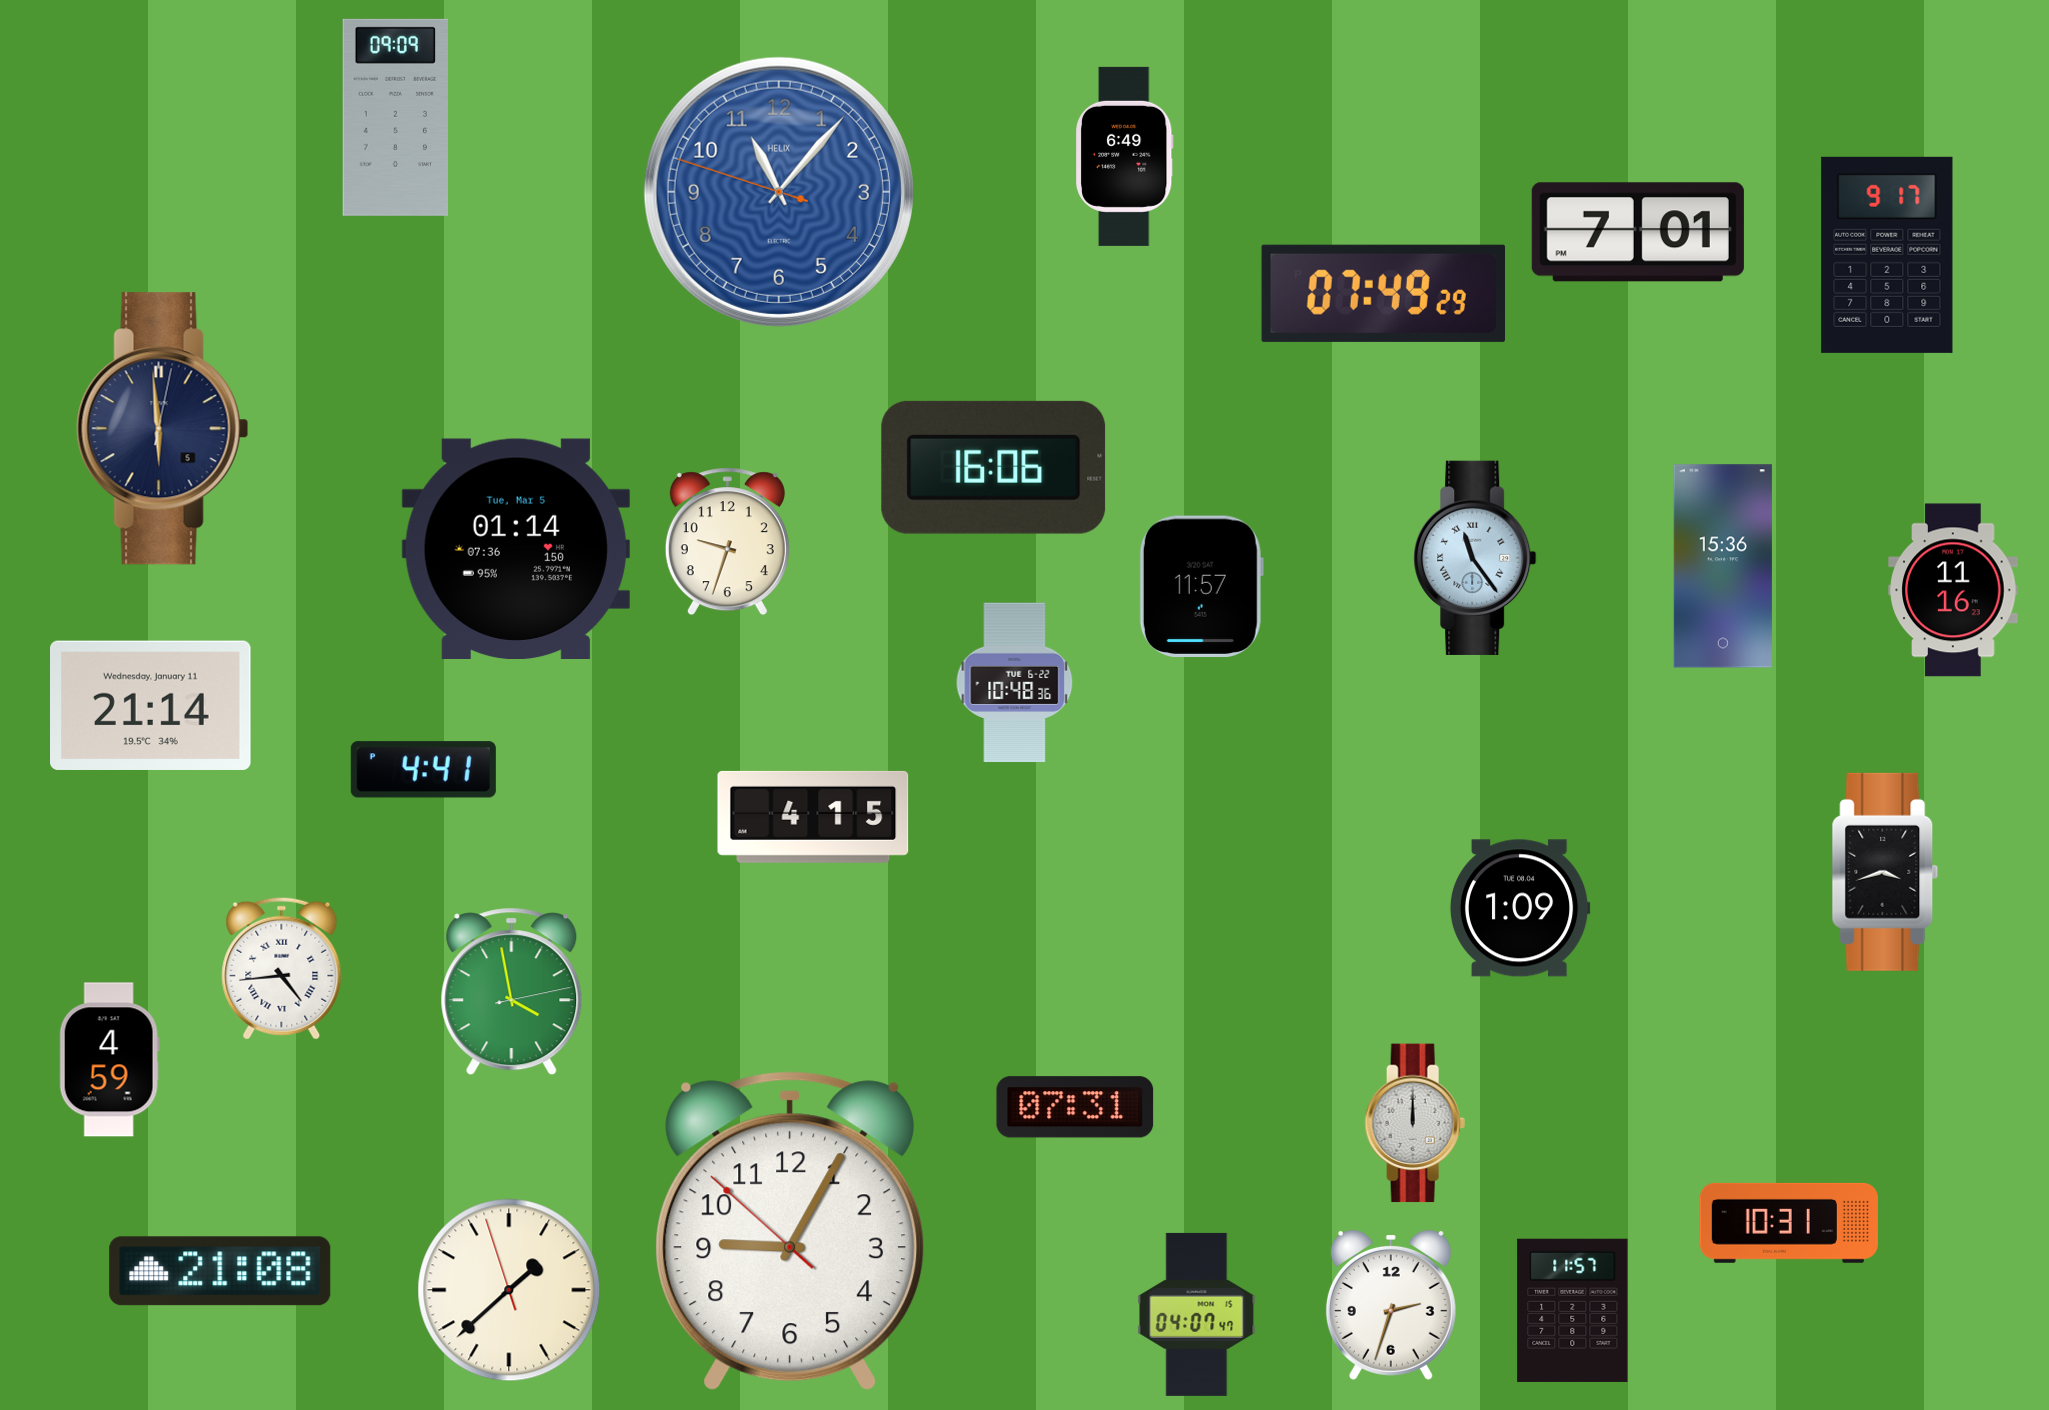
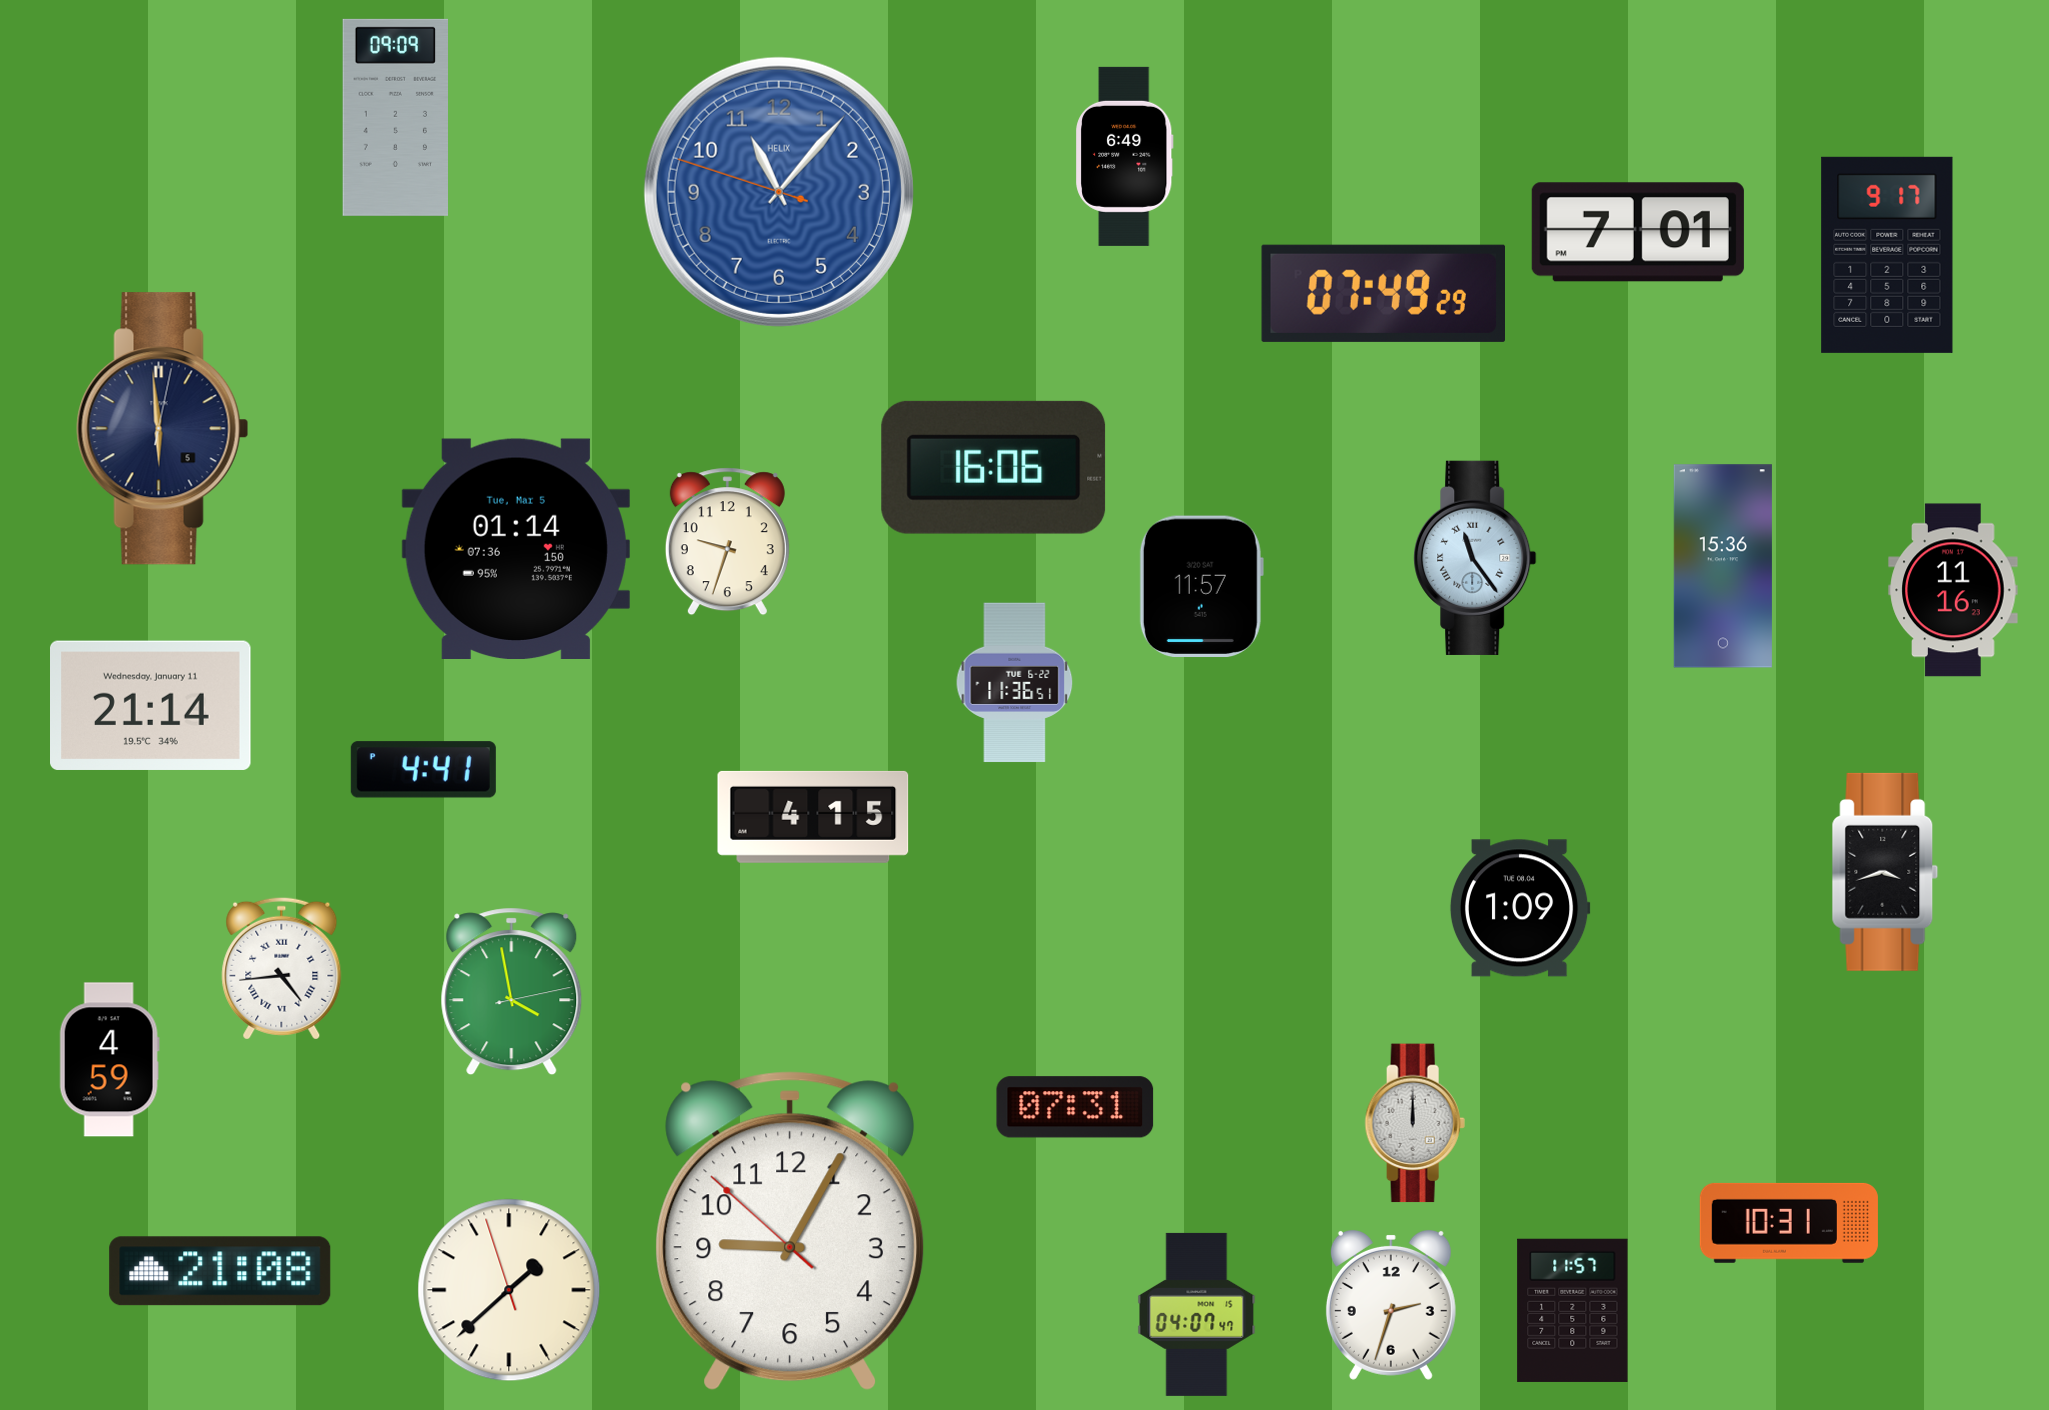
clock at (1015, 683): 10:48 -> 11:36
